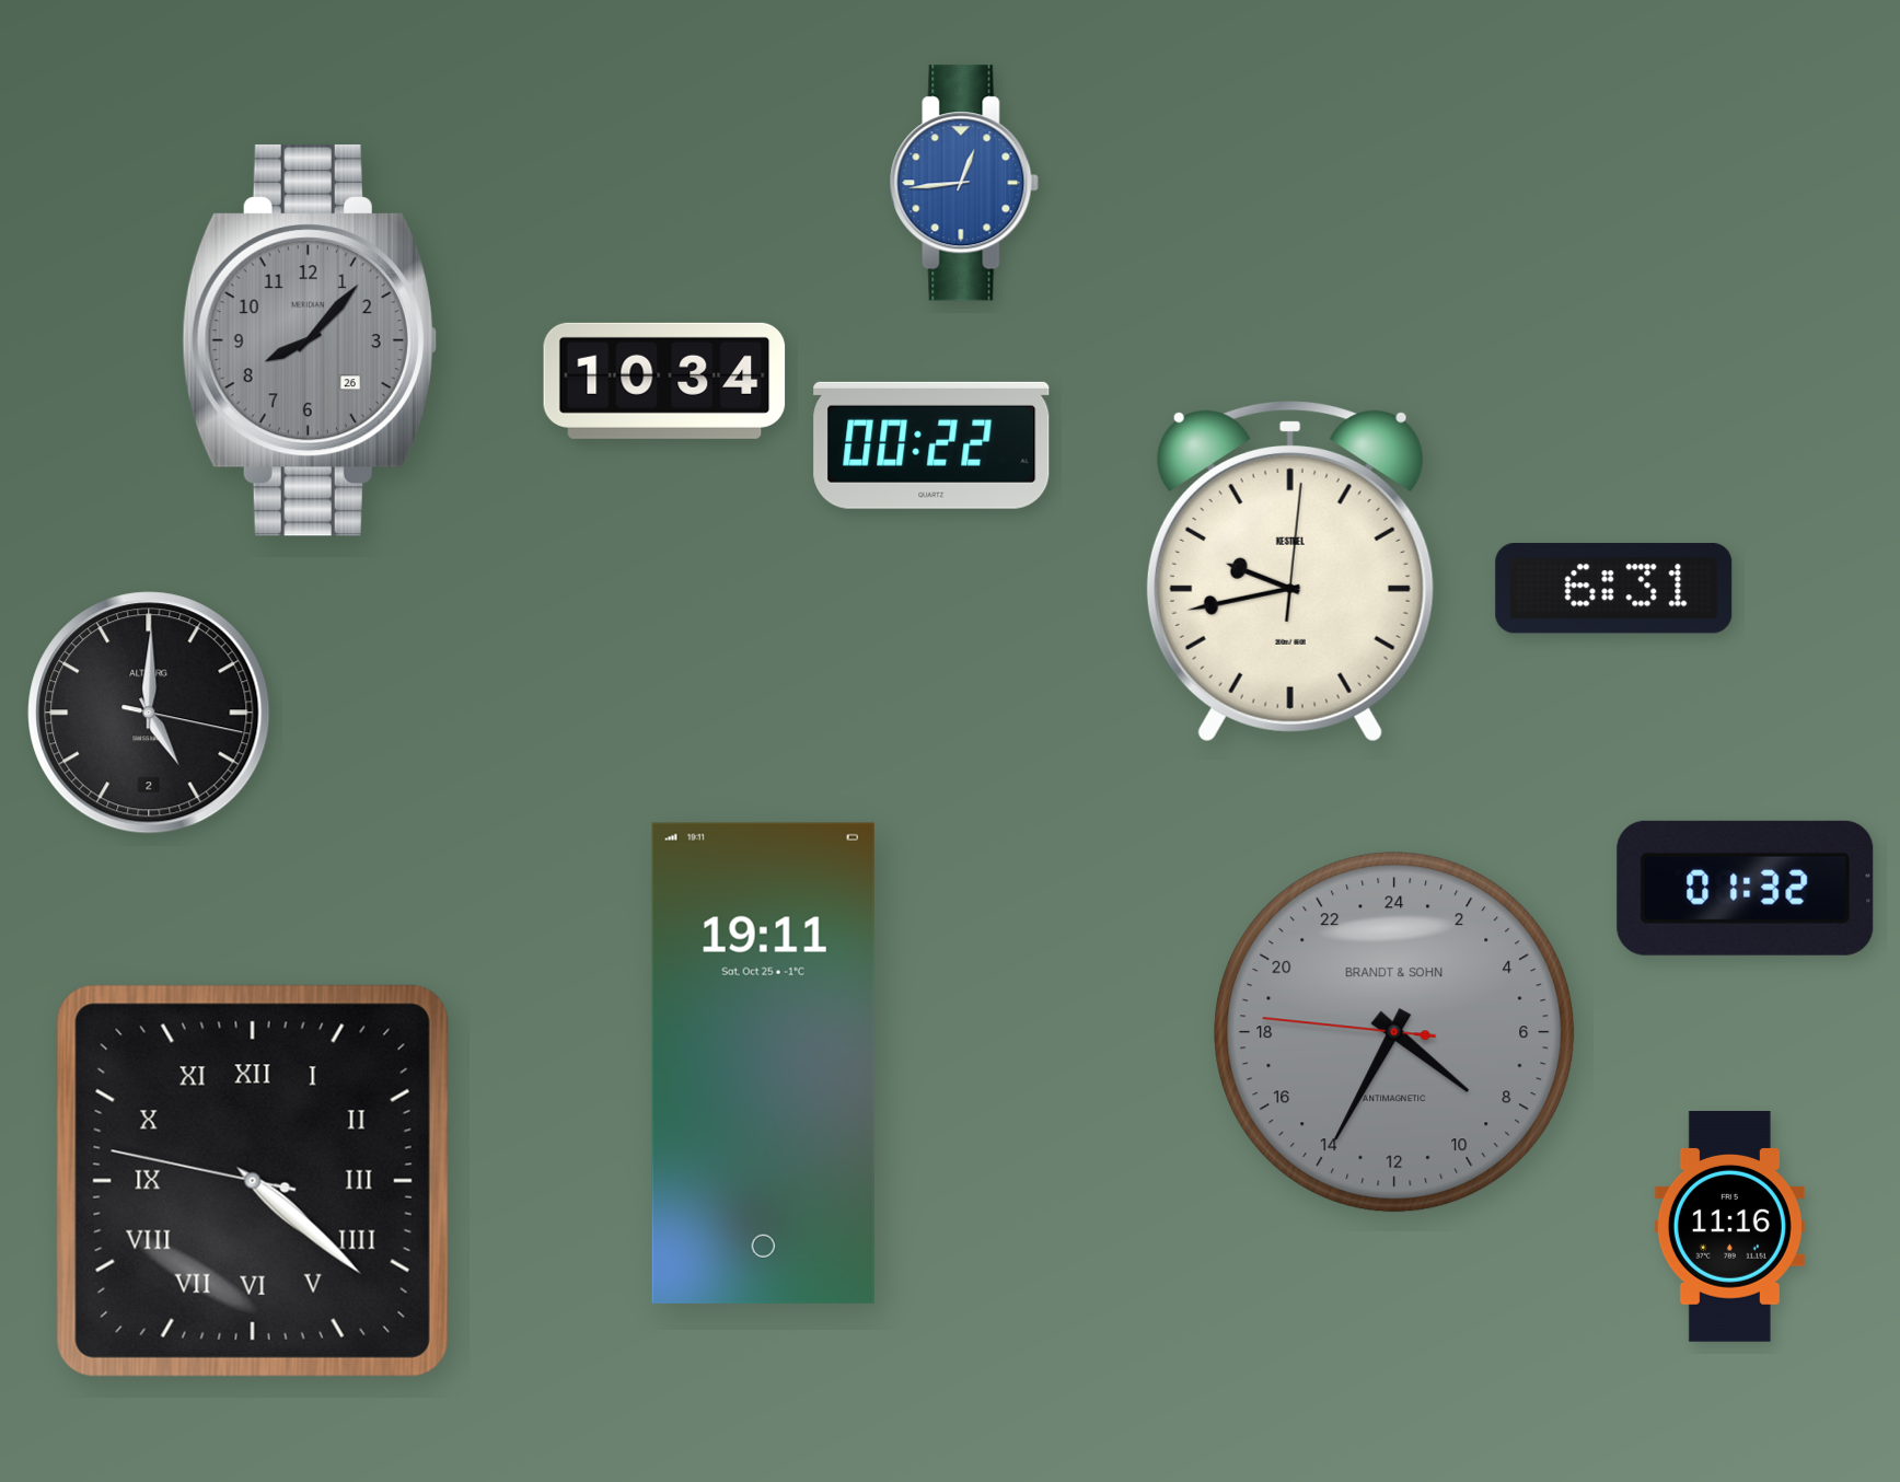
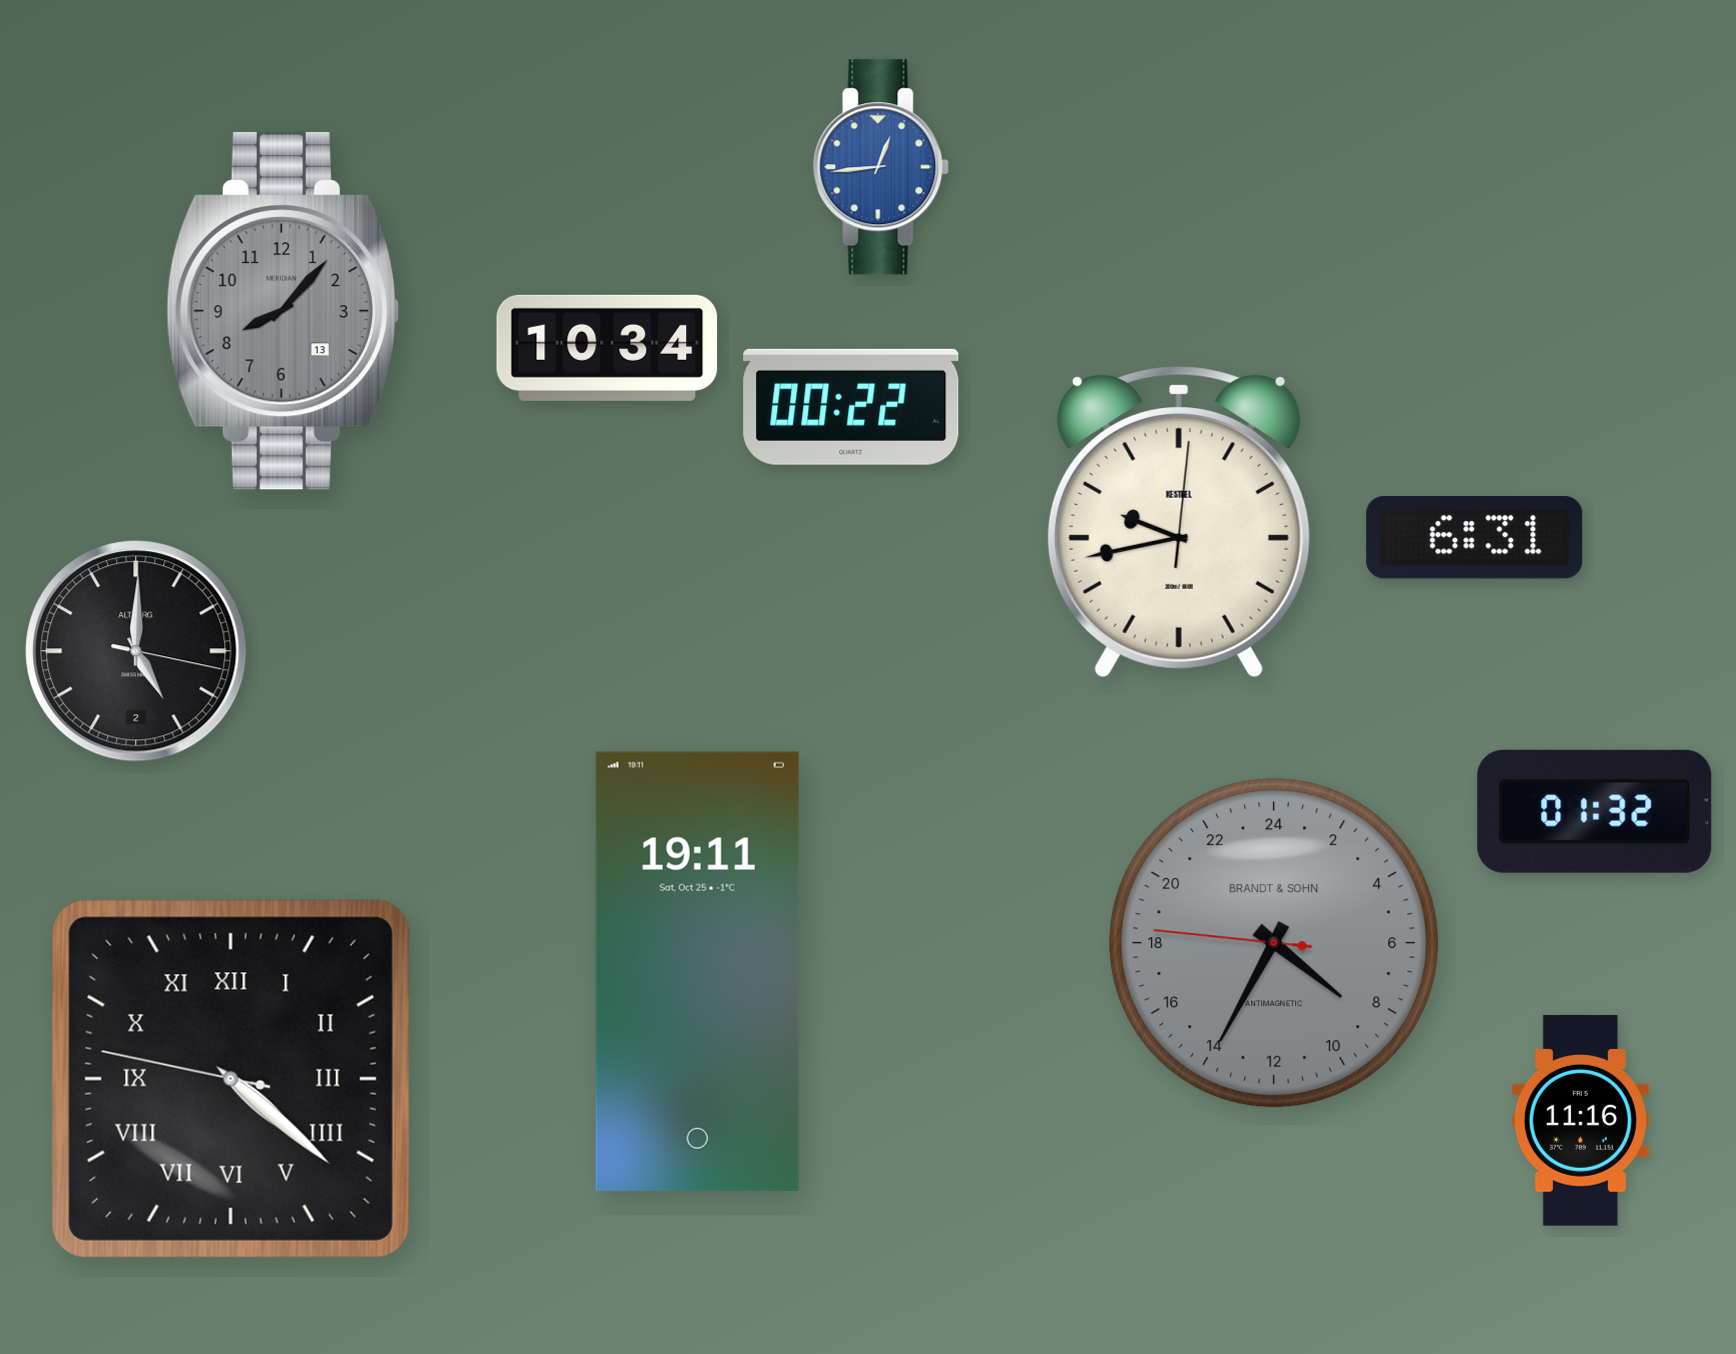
clock at (310, 340) date: 26 -> 13
